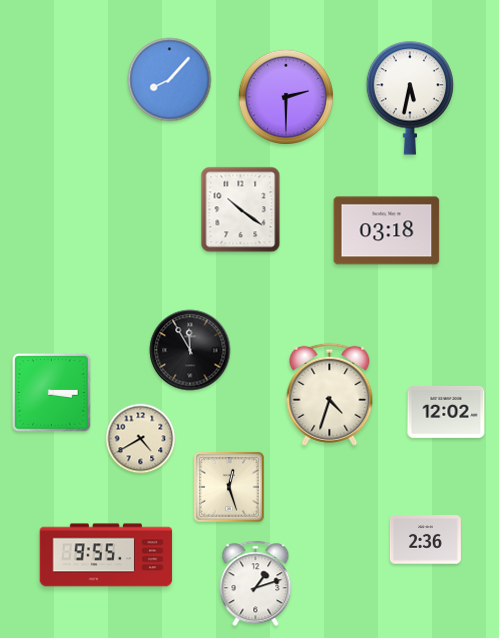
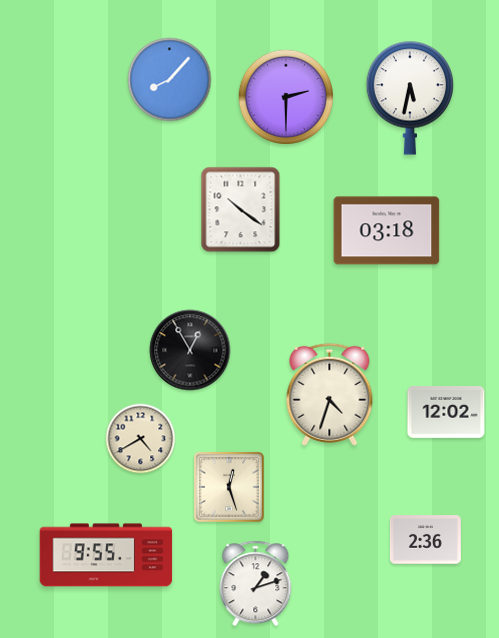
clock at (190, 350): 11:55 -> 12:55
clock at (52, 393): 3:15 -> none
